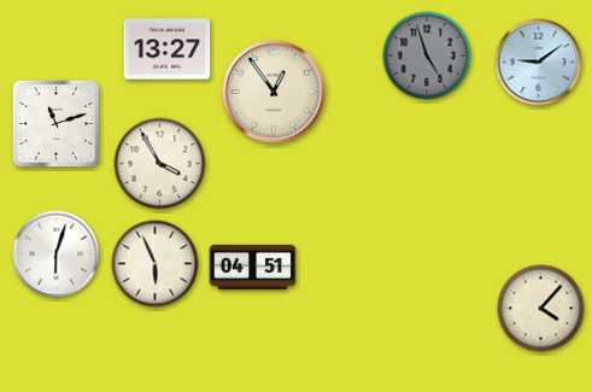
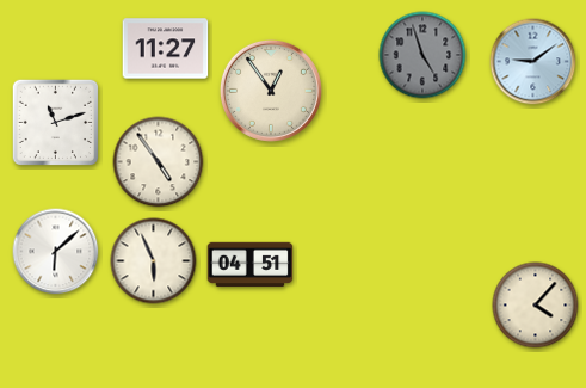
clock at (168, 49): 13:27 -> 11:27
clock at (160, 164): 3:55 -> 4:54
clock at (57, 254): 6:03 -> 6:08
